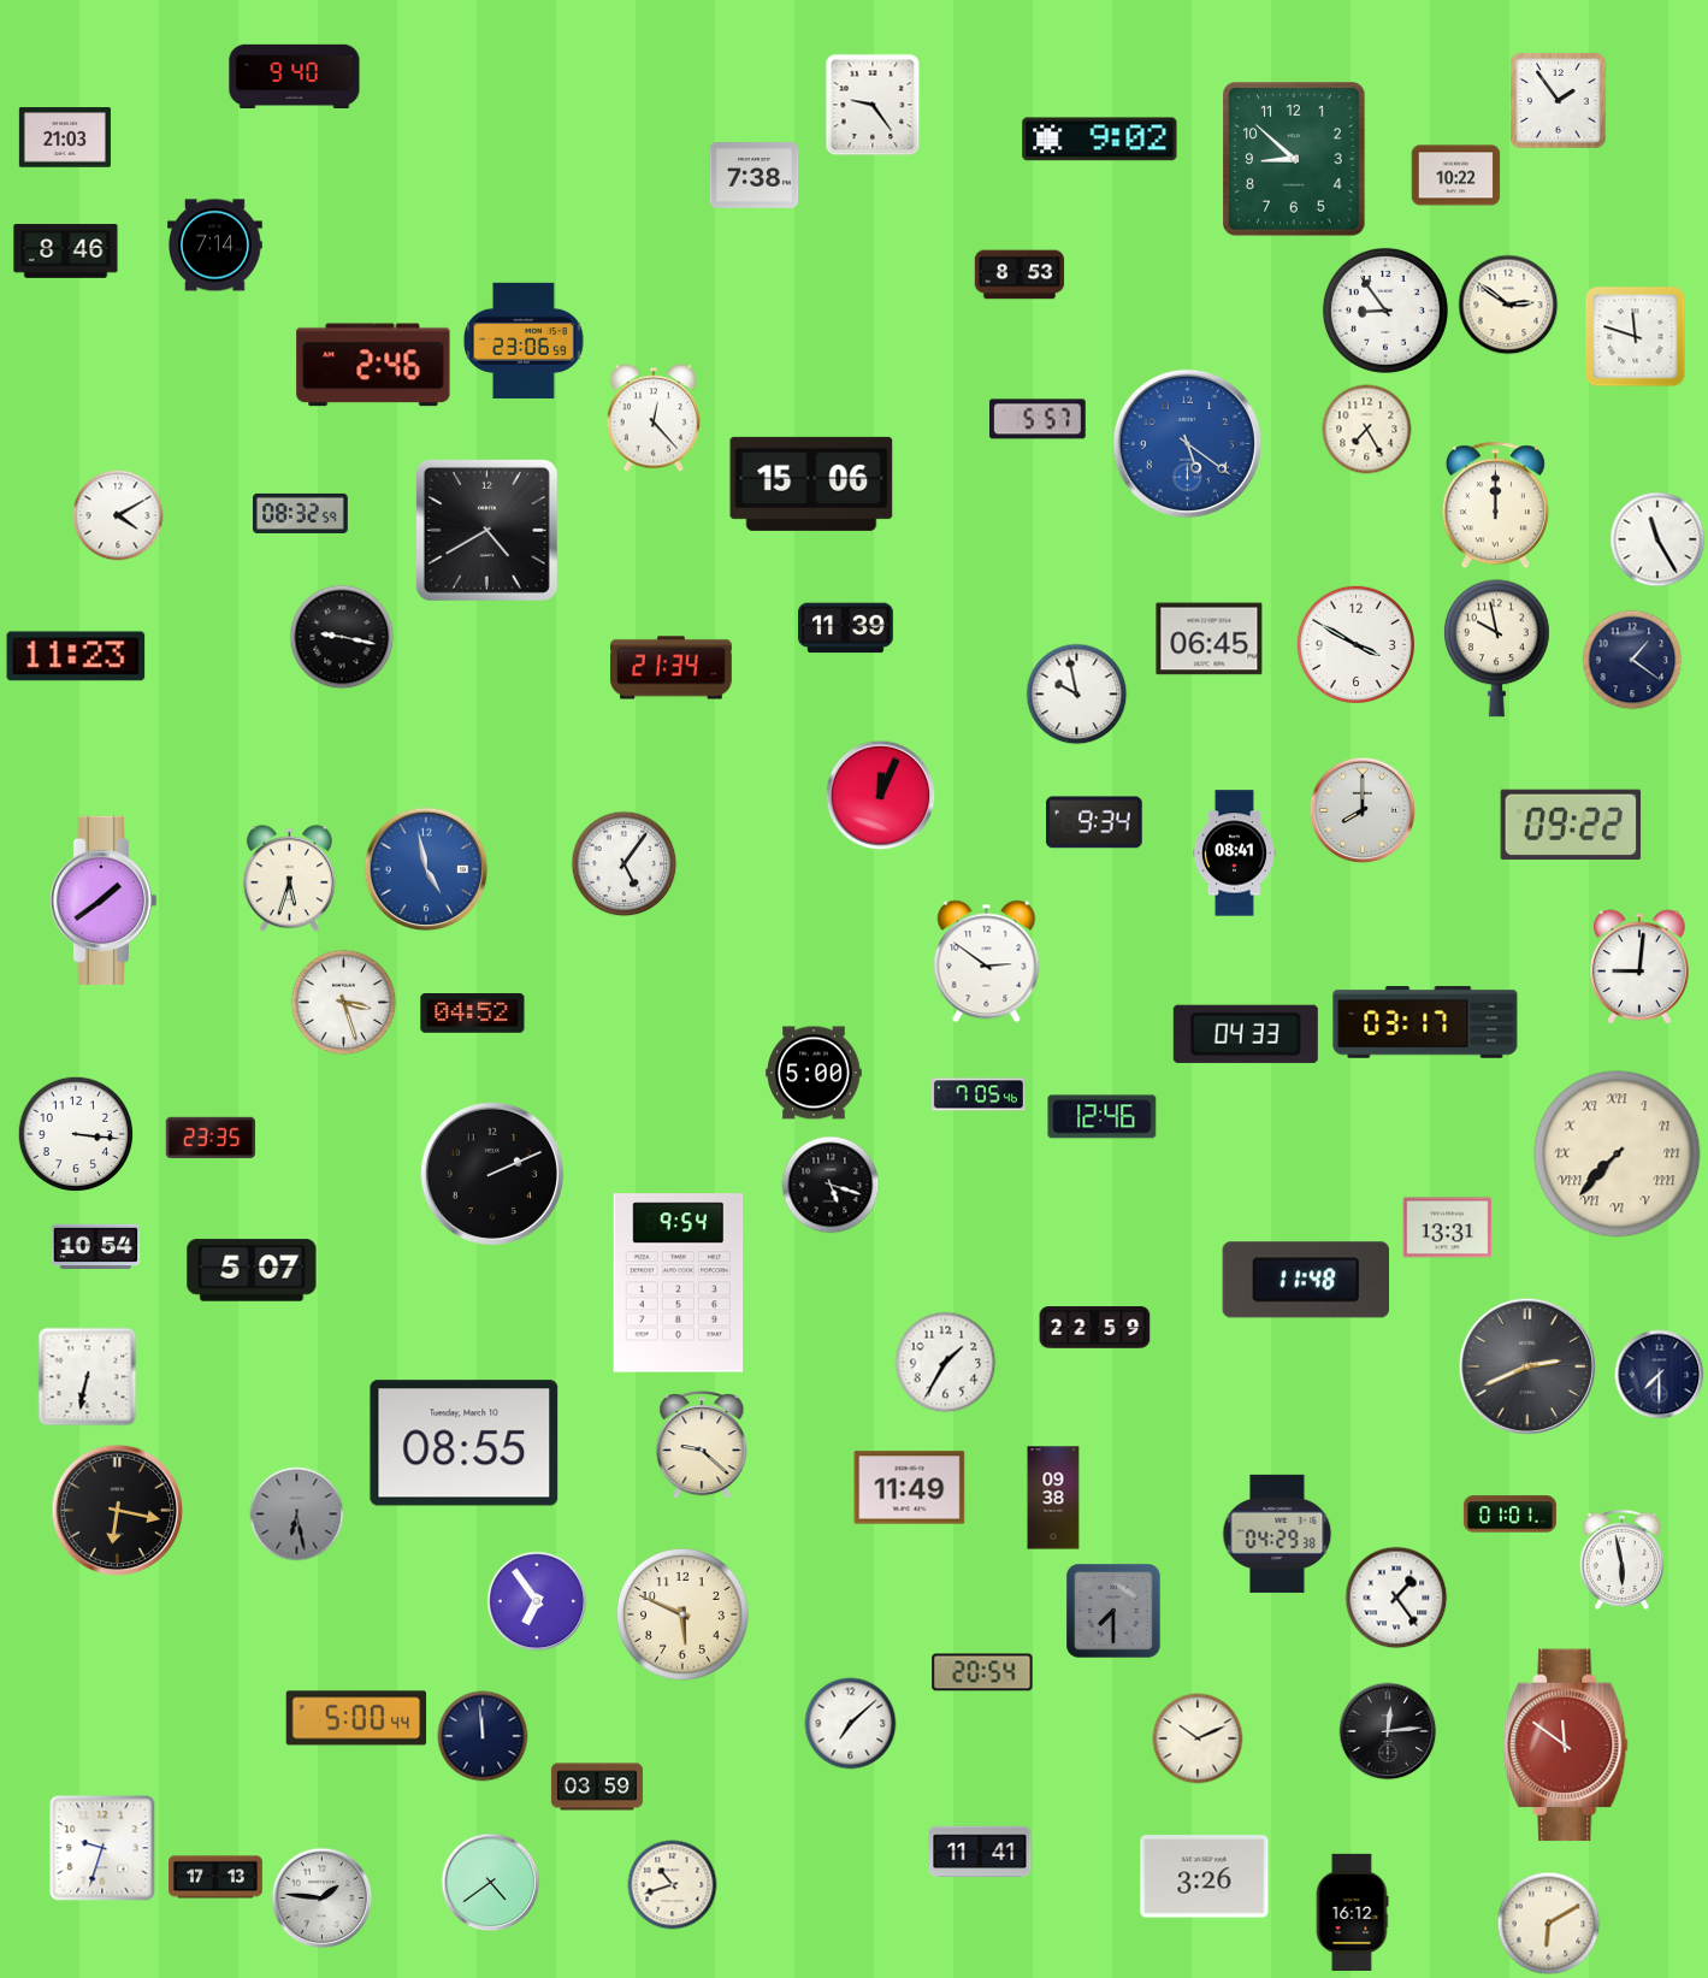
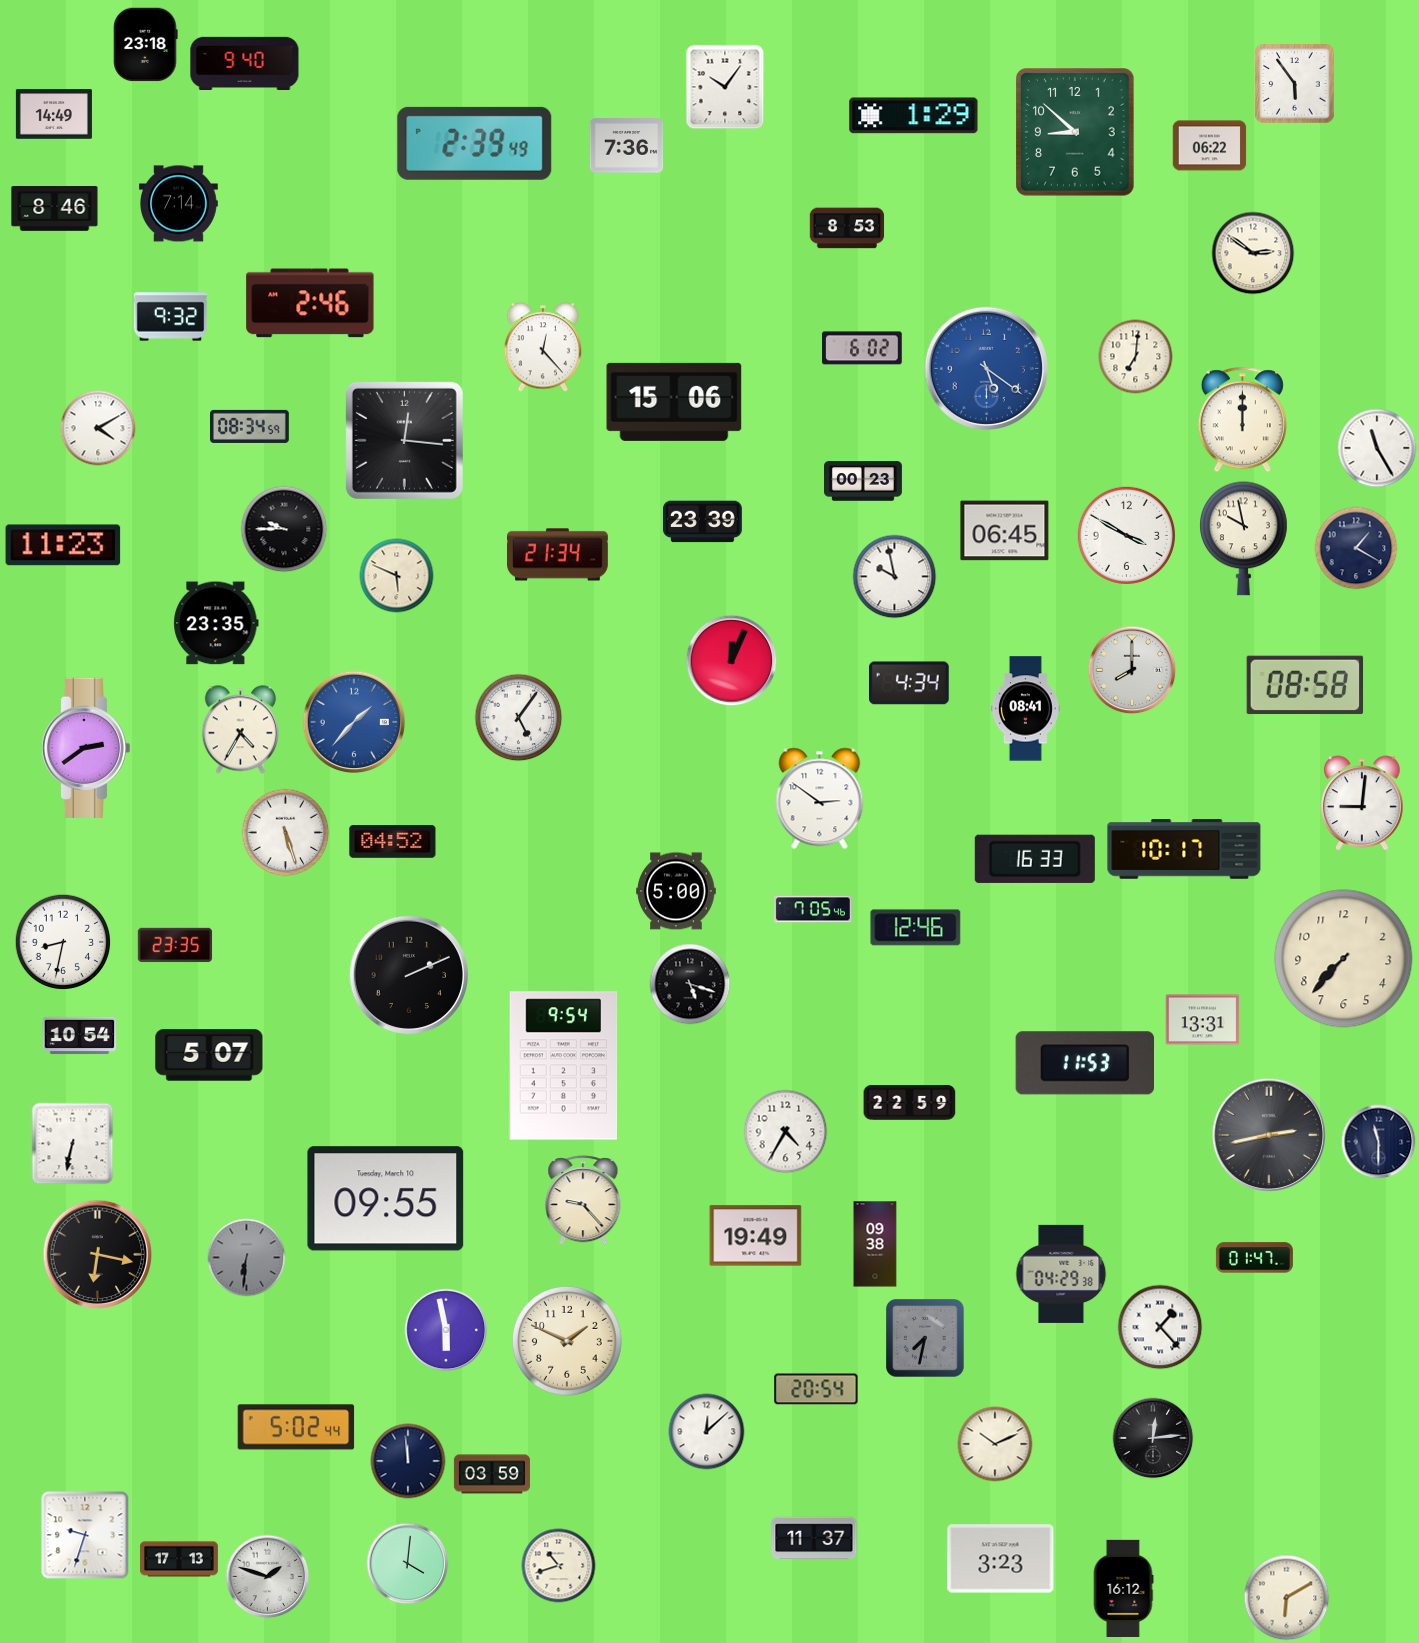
clock at (146, 45): none -> 23:18
clock at (1559, 101): 1:54 -> 5:54
clock at (873, 105): 9:24 -> 10:06
clock at (65, 137): 21:03 -> 14:49
clock at (1100, 140): 9:02 -> 1:29
clock at (475, 143): none -> 2:39
clock at (755, 176): 7:38 -> 7:36
clock at (1456, 176): 10:22 -> 06:22
clock at (1385, 311): 8:54 -> none
clock at (1636, 337): 11:48 -> none
clock at (524, 341): 23:06 -> none
clock at (171, 317): none -> 9:32
clock at (1038, 419): 5:57 -> 6:02
clock at (1367, 430): 7:25 -> 7:01
clock at (301, 513): 08:32 -> 08:34
clock at (486, 530): 4:40 -> 12:16
clock at (864, 481): none -> 00:23
clock at (846, 628): 11:39 -> 23:39
clock at (342, 637): 9:17 -> 9:45
clock at (1632, 660): 1:21 -> 1:20
clock at (397, 576): none -> 5:49
clock at (216, 623): none -> 23:35
clock at (1363, 810) position: (1363, 810) -> (1132, 670)
clock at (1095, 822): 9:34 -> 4:34
clock at (1571, 825): 09:22 -> 08:58
clock at (426, 869): 4:58 -> 1:37
clock at (289, 879): 5:33 -> 4:35
clock at (102, 901): 1:39 -> 2:39
clock at (344, 1003): 3:27 -> 5:27
clock at (1425, 1022): 03:17 -> 10:17
clock at (1246, 1034): 04:33 -> 16:33
clock at (76, 1134): 3:16 -> 8:32
clock at (1618, 1155) numerals: Roman -> Arabic
clock at (1305, 1280): 11:48 -> 11:53
clock at (946, 1363): 1:35 -> 4:35
clock at (1526, 1365): 2:41 -> 2:43
clock at (1660, 1375): 7:30 -> 11:30
clock at (465, 1443): 08:55 -> 09:55
clock at (702, 1446): 9:22 -> 9:23
clock at (910, 1488): 11:49 -> 19:49
clock at (297, 1515): 6:28 -> 6:31
clock at (1509, 1515): 01:01 -> 01:47
clock at (1621, 1559): 5:58 -> none
clock at (1396, 1598): 1:24 -> 1:23
clock at (537, 1601): 6:54 -> 5:58
clock at (1115, 1612): 7:30 -> 7:32
clock at (682, 1614): 5:49 -> 1:49
clock at (356, 1718): 5:00 -> 5:02
clock at (851, 1724): 7:08 -> 12:08
clock at (483, 1736) position: (483, 1736) -> (408, 1461)
clock at (1566, 1746): 11:51 -> none
clock at (597, 1787) position: (597, 1787) -> (492, 1474)
clock at (980, 1852): 11:41 -> 11:37
clock at (1205, 1877): 3:26 -> 3:23
clock at (491, 1883): 4:39 -> 4:01
clock at (323, 1899): 1:46 -> 1:48
